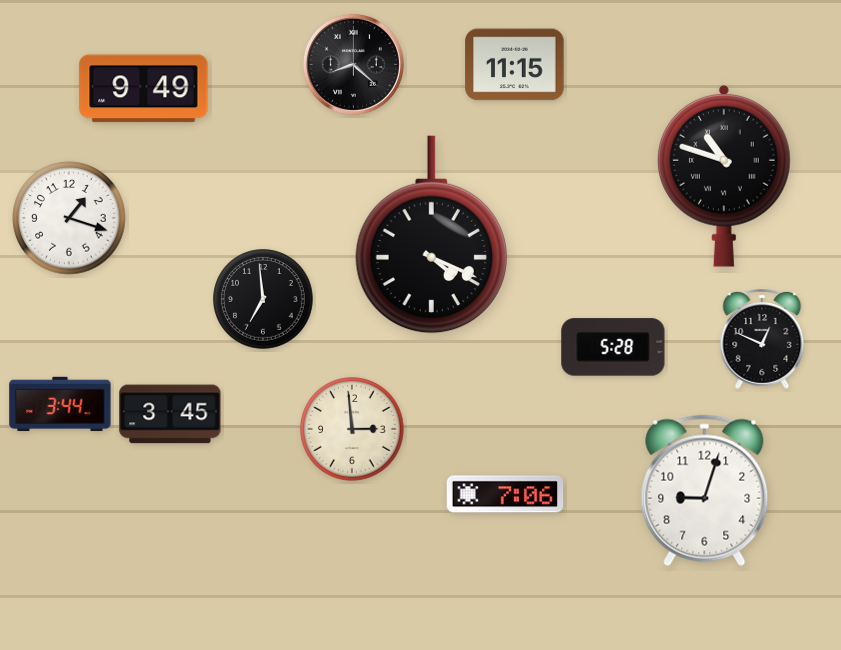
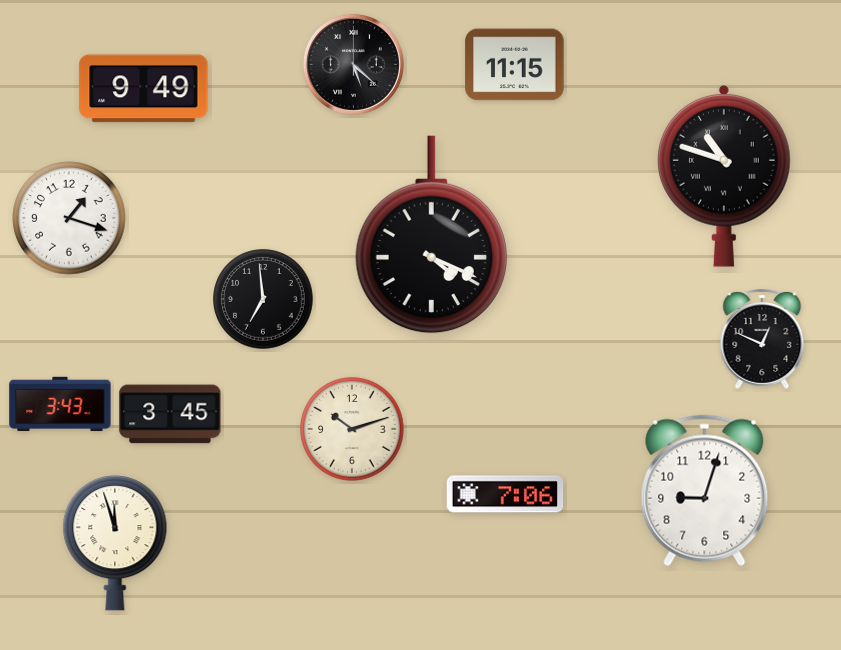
clock at (353, 64): 8:22 -> 5:22
clock at (613, 347): 5:28 -> none
clock at (60, 404): 3:44 -> 3:43
clock at (352, 429): 2:59 -> 10:12
clock at (115, 543): none -> 11:57
